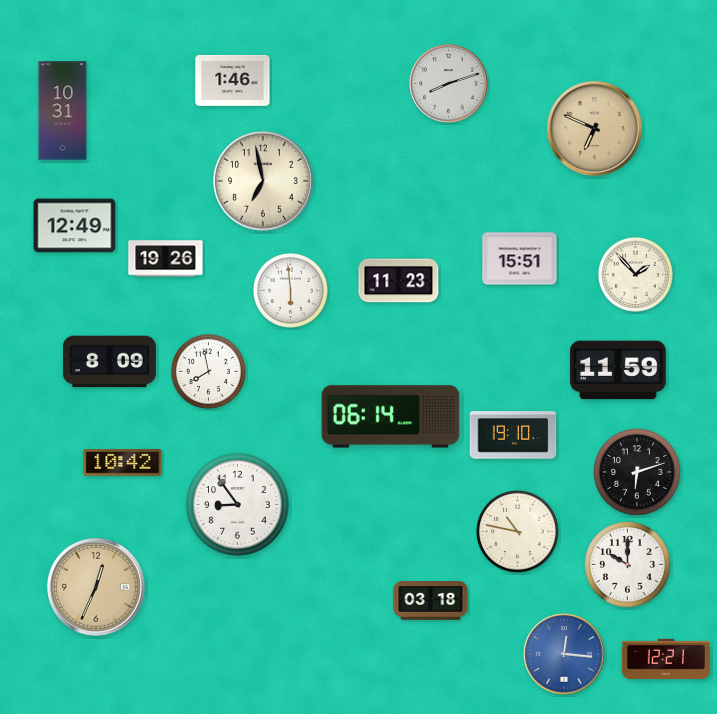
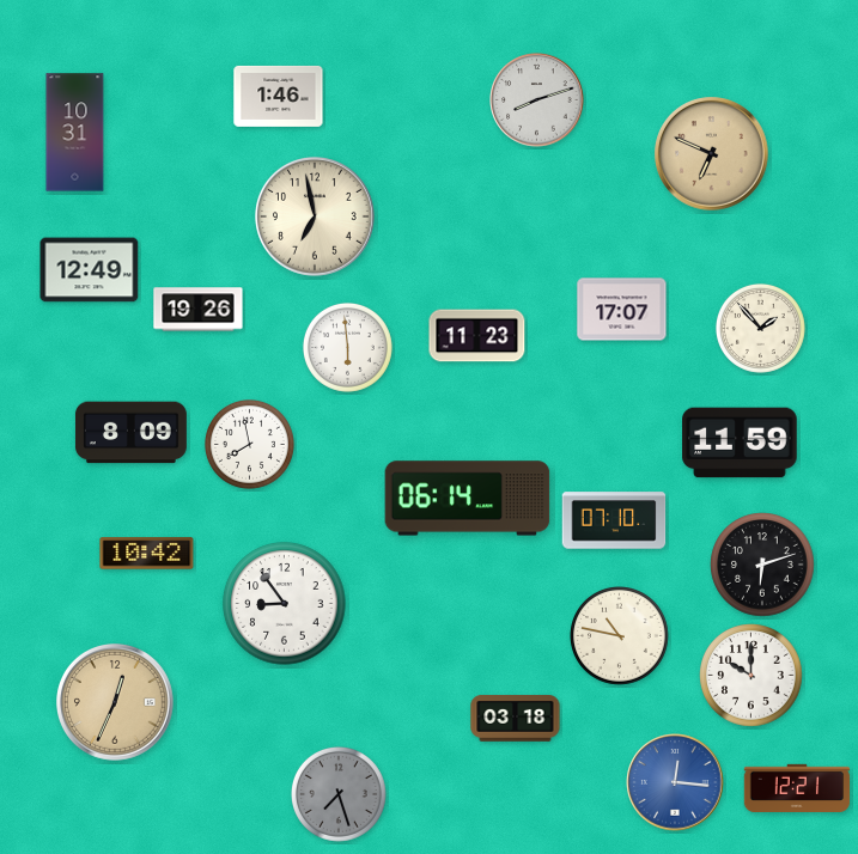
clock at (520, 259): 15:51 -> 17:07
clock at (513, 435): 19:10 -> 07:10
clock at (340, 795): none -> 7:27
